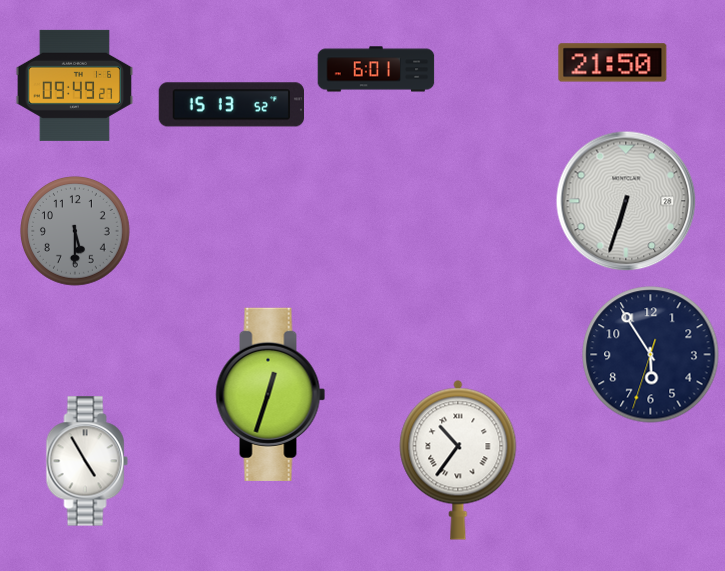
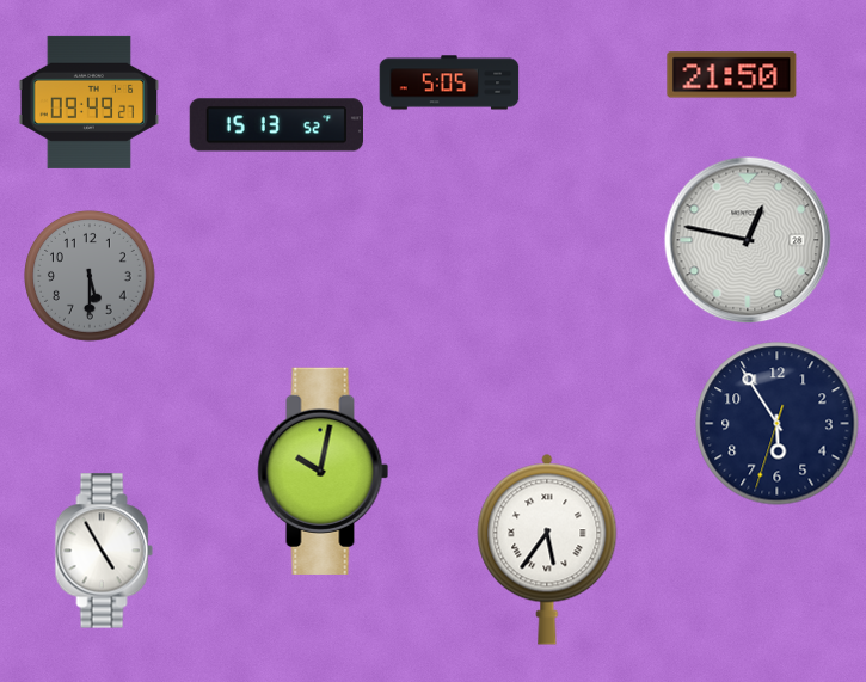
clock at (376, 69): 6:01 -> 5:05
clock at (626, 201): 6:33 -> 12:47
clock at (271, 394): 12:33 -> 10:02
clock at (458, 460): 10:36 -> 5:36
